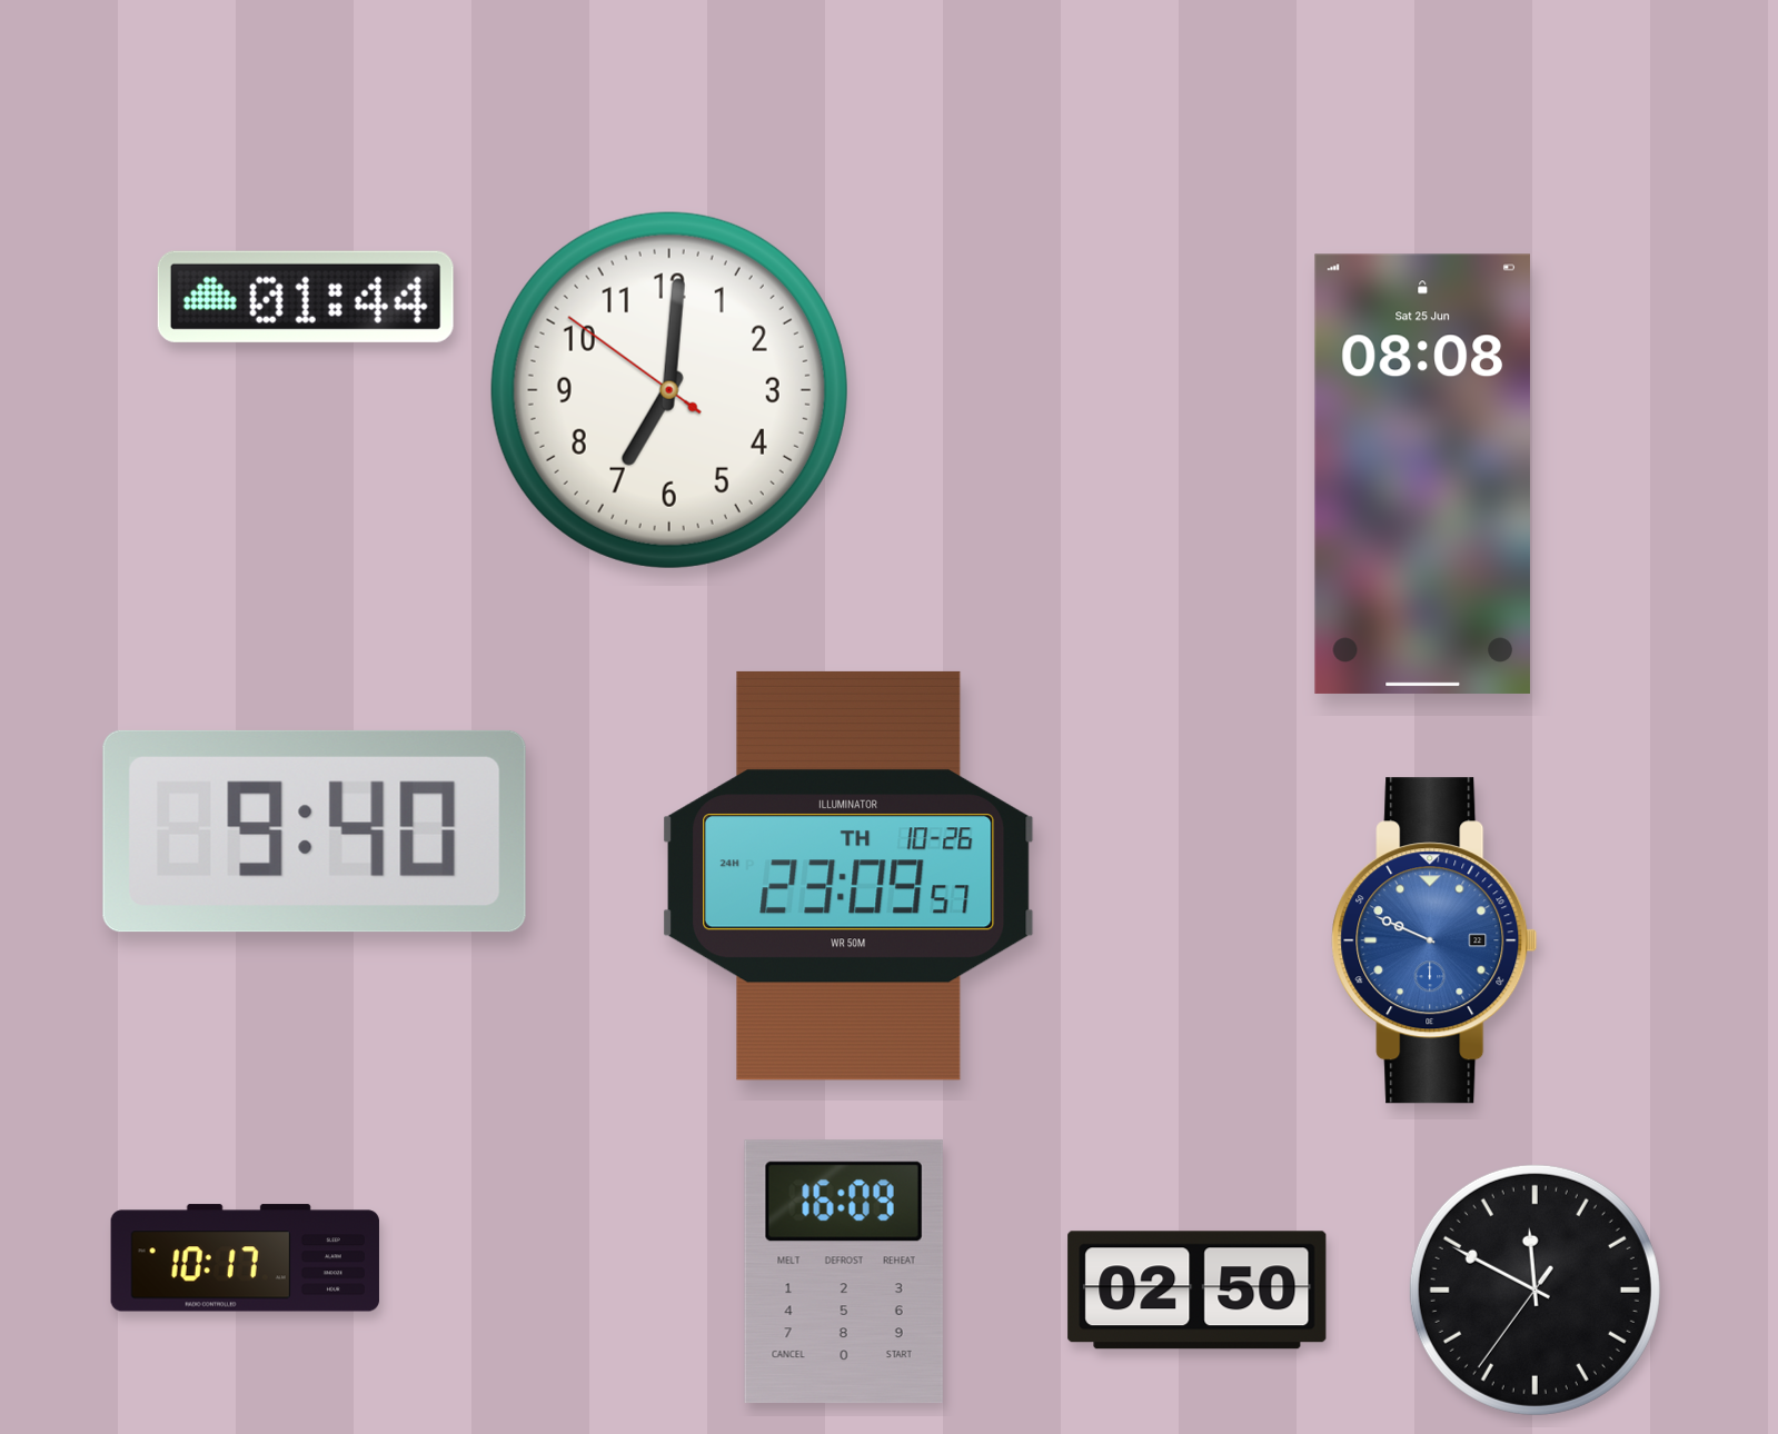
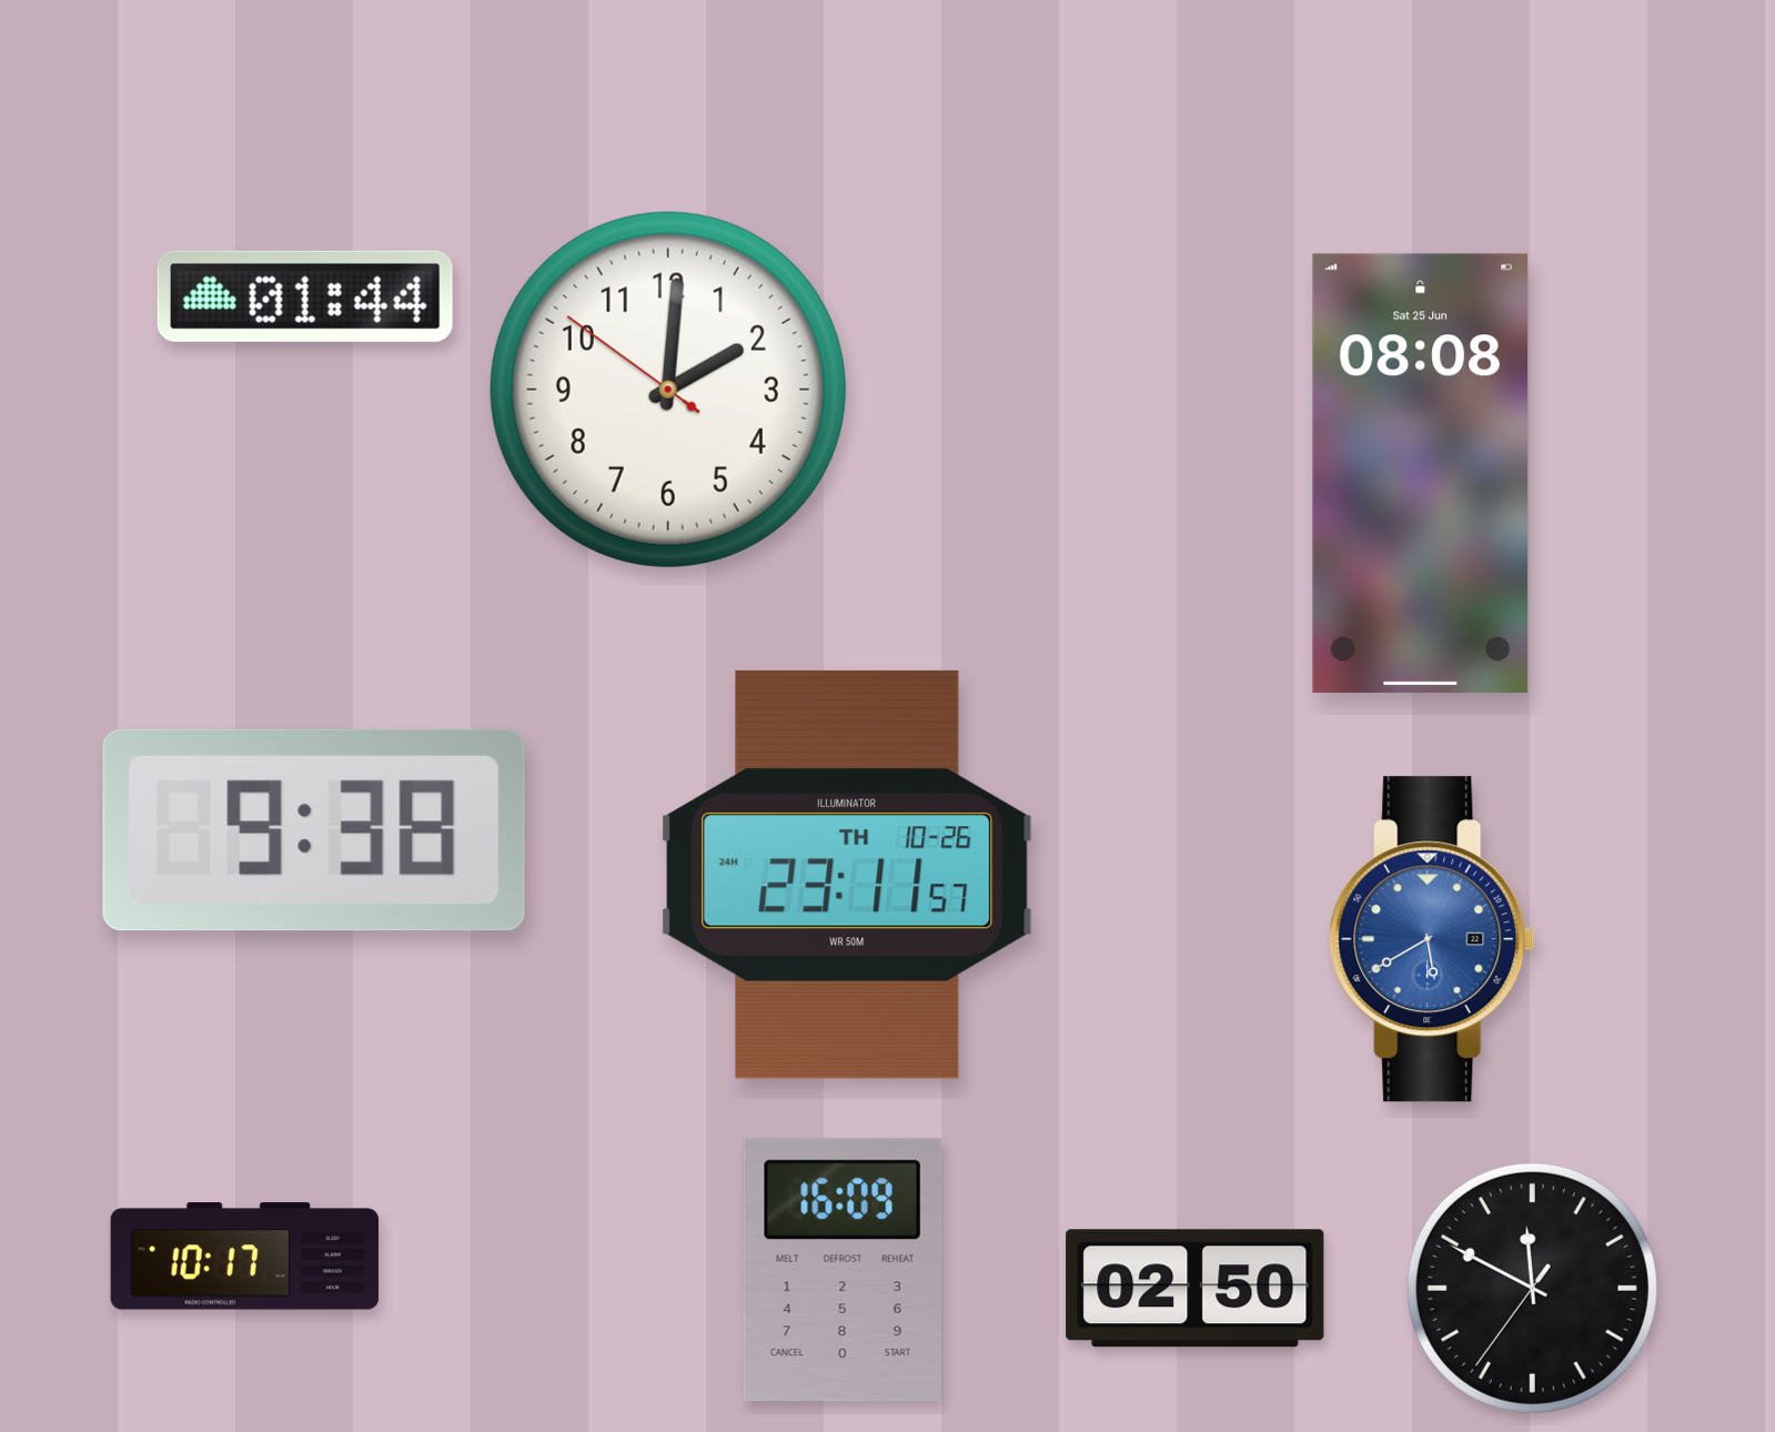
clock at (669, 390): 7:00 -> 2:00
clock at (315, 831): 9:40 -> 9:38
clock at (848, 876): 23:09 -> 23:11
clock at (1434, 940): 9:49 -> 5:40
